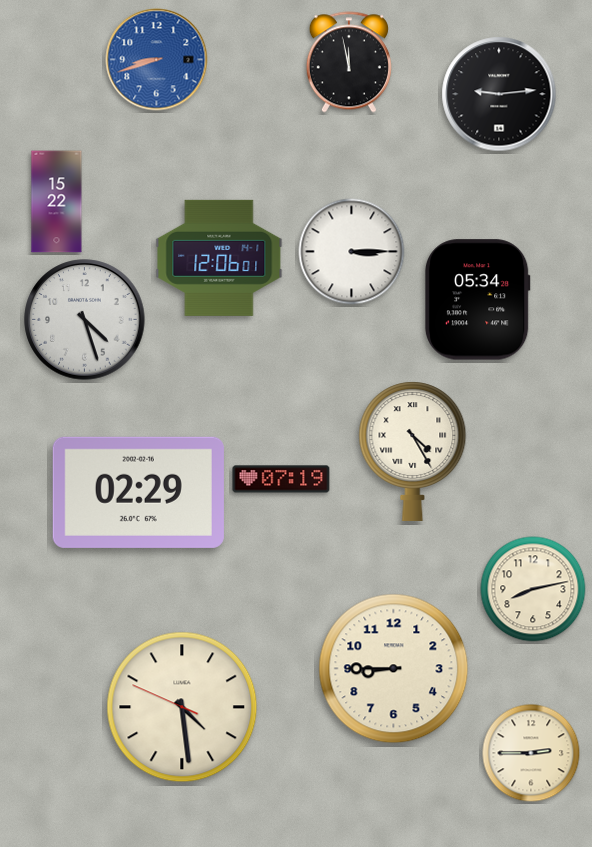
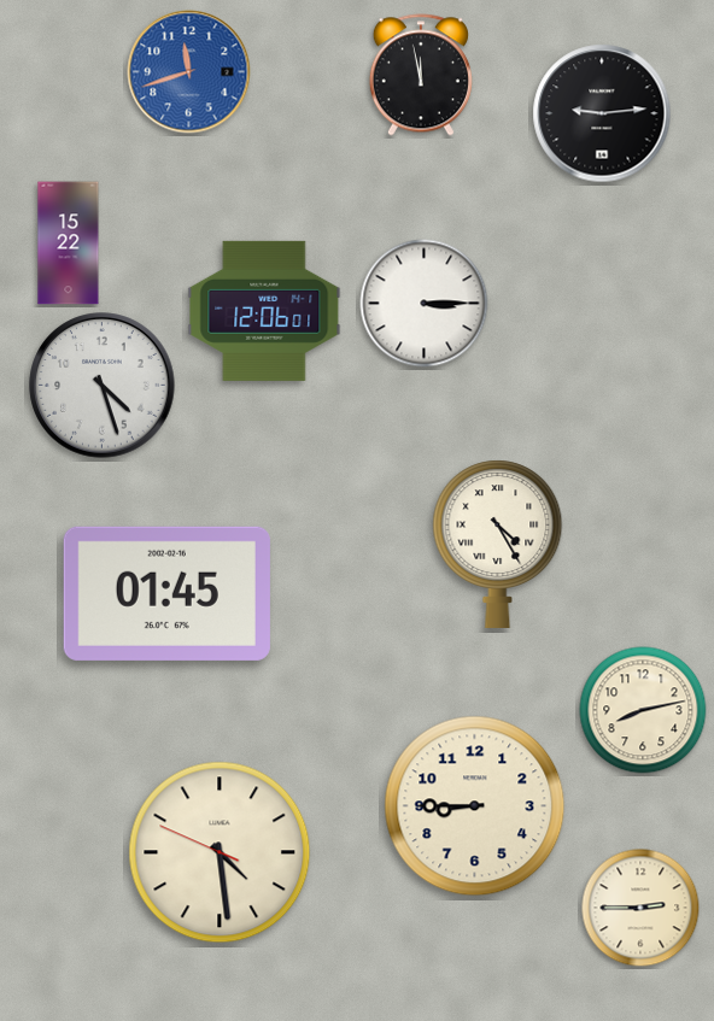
clock at (157, 60): 8:42 -> 11:42
clock at (477, 300): 05:34 -> none
clock at (281, 479): 07:19 -> none
clock at (138, 492): 02:29 -> 01:45
